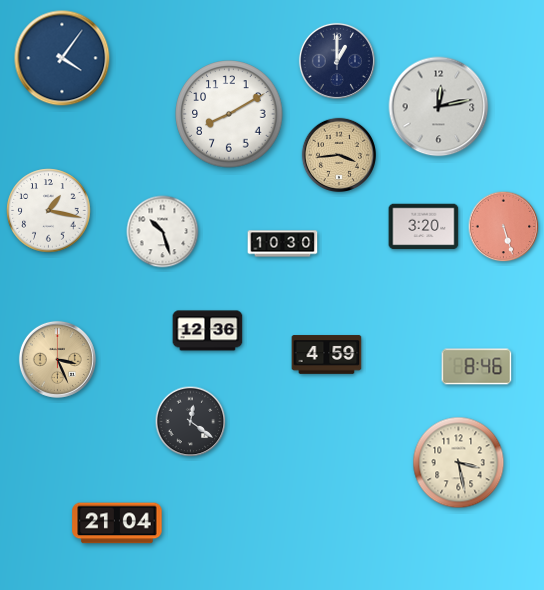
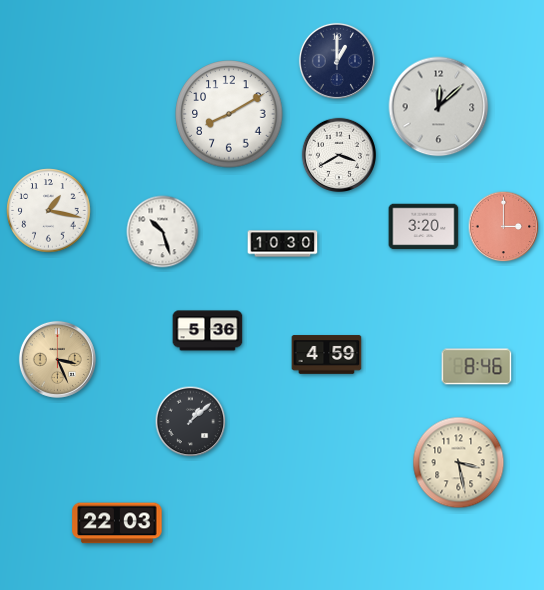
clock at (62, 58): 4:06 -> none
clock at (439, 107): 12:13 -> 12:08
clock at (338, 154): 3:44 -> 3:40
clock at (338, 154) dial: champagne -> white
clock at (504, 227): 5:27 -> 3:00
clock at (208, 331): 12:36 -> 5:36
clock at (191, 422): 12:21 -> 1:08
clock at (117, 523): 21:04 -> 22:03
